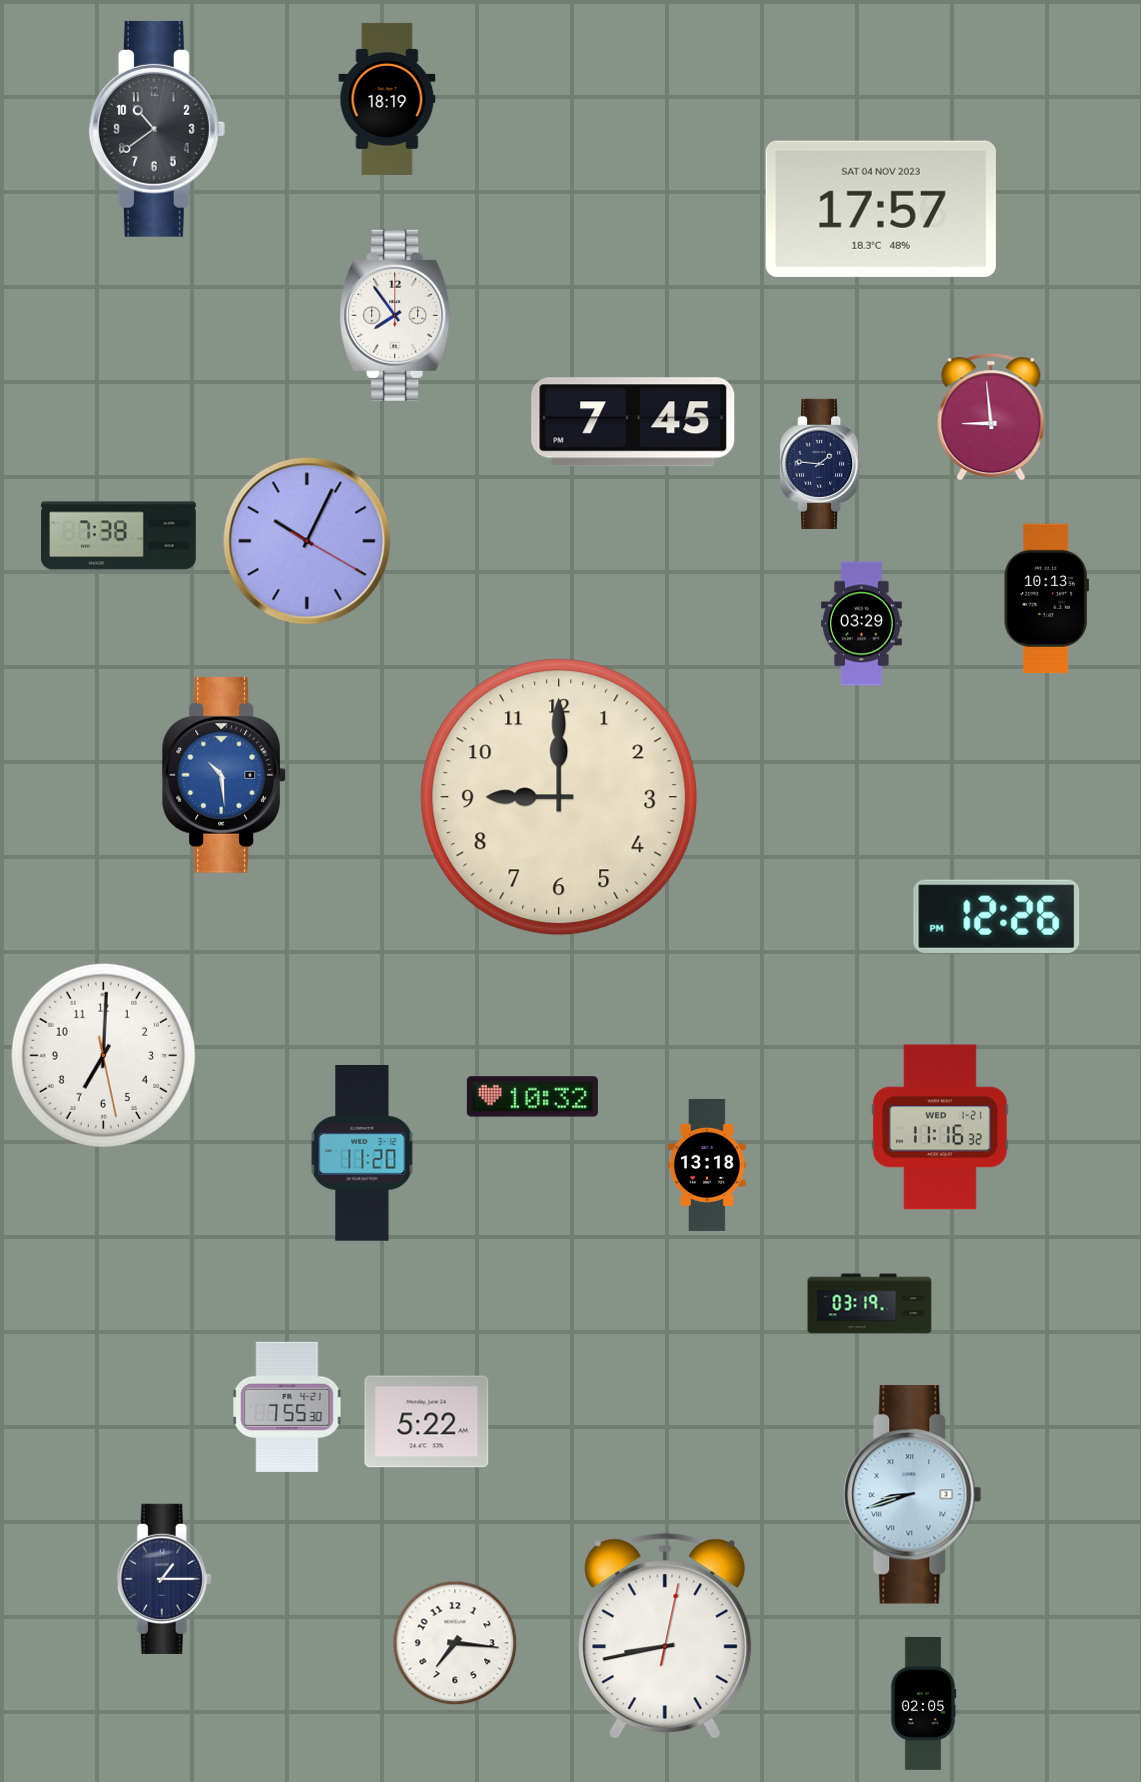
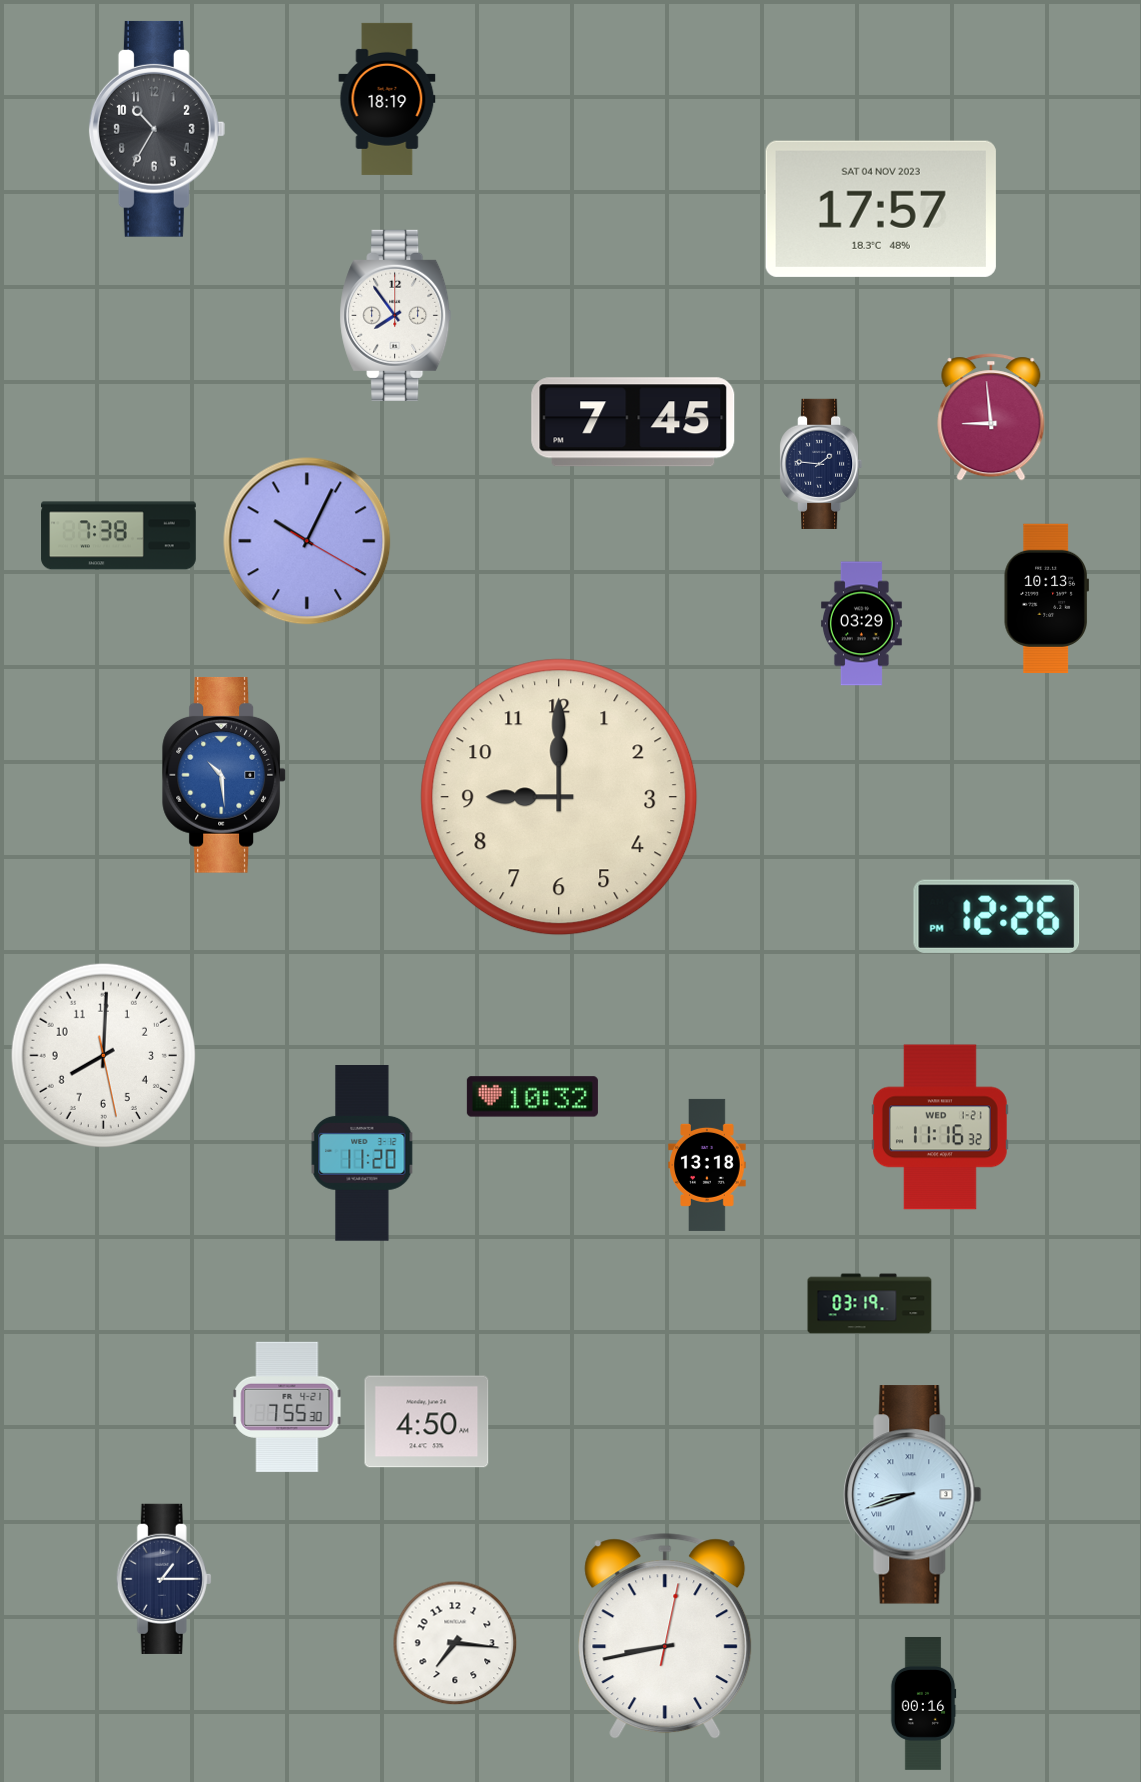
clock at (157, 129): 10:39 -> 10:35
clock at (103, 1055): 7:00 -> 8:00
clock at (427, 1422): 5:22 -> 4:50
clock at (923, 1703): 02:05 -> 00:16
